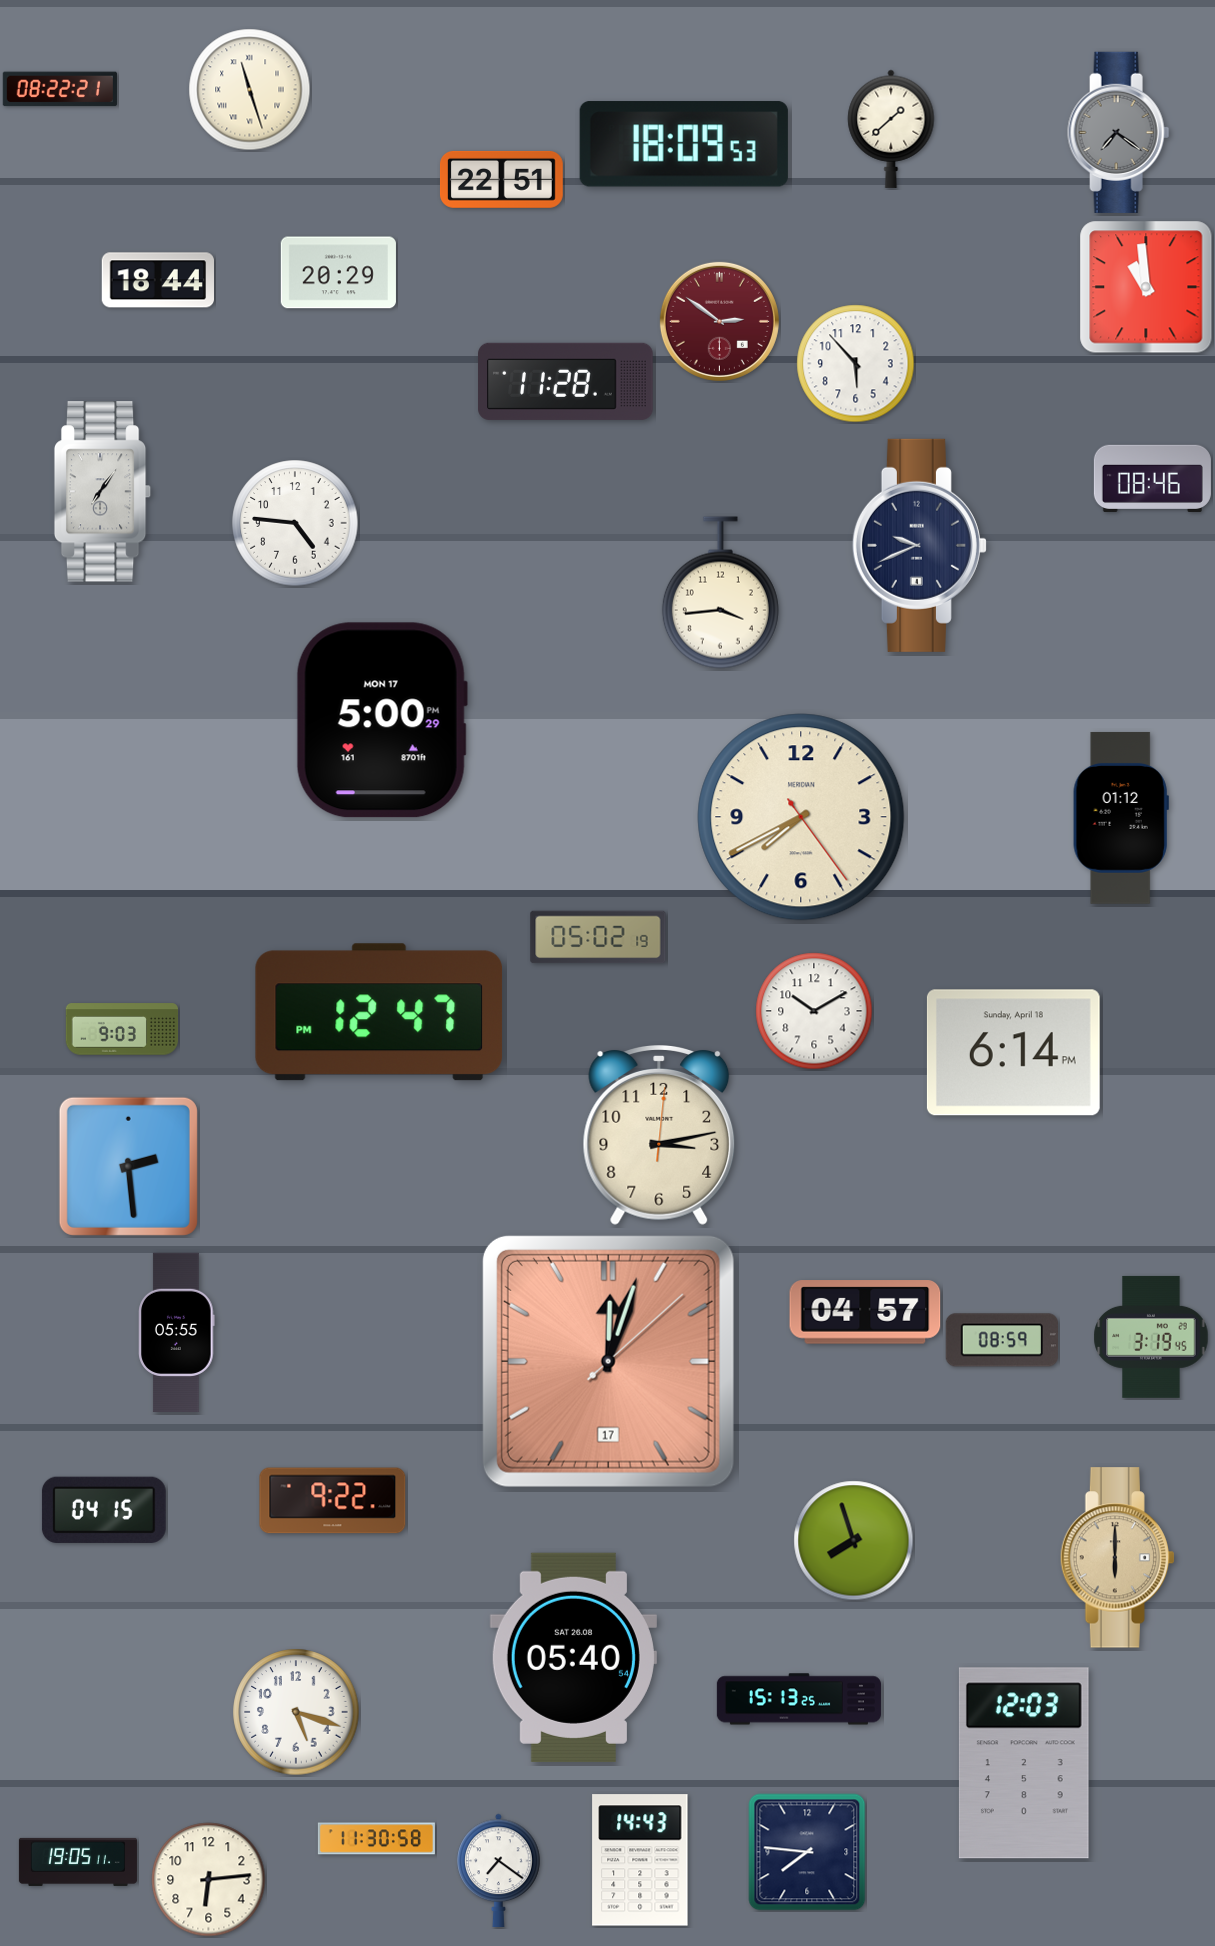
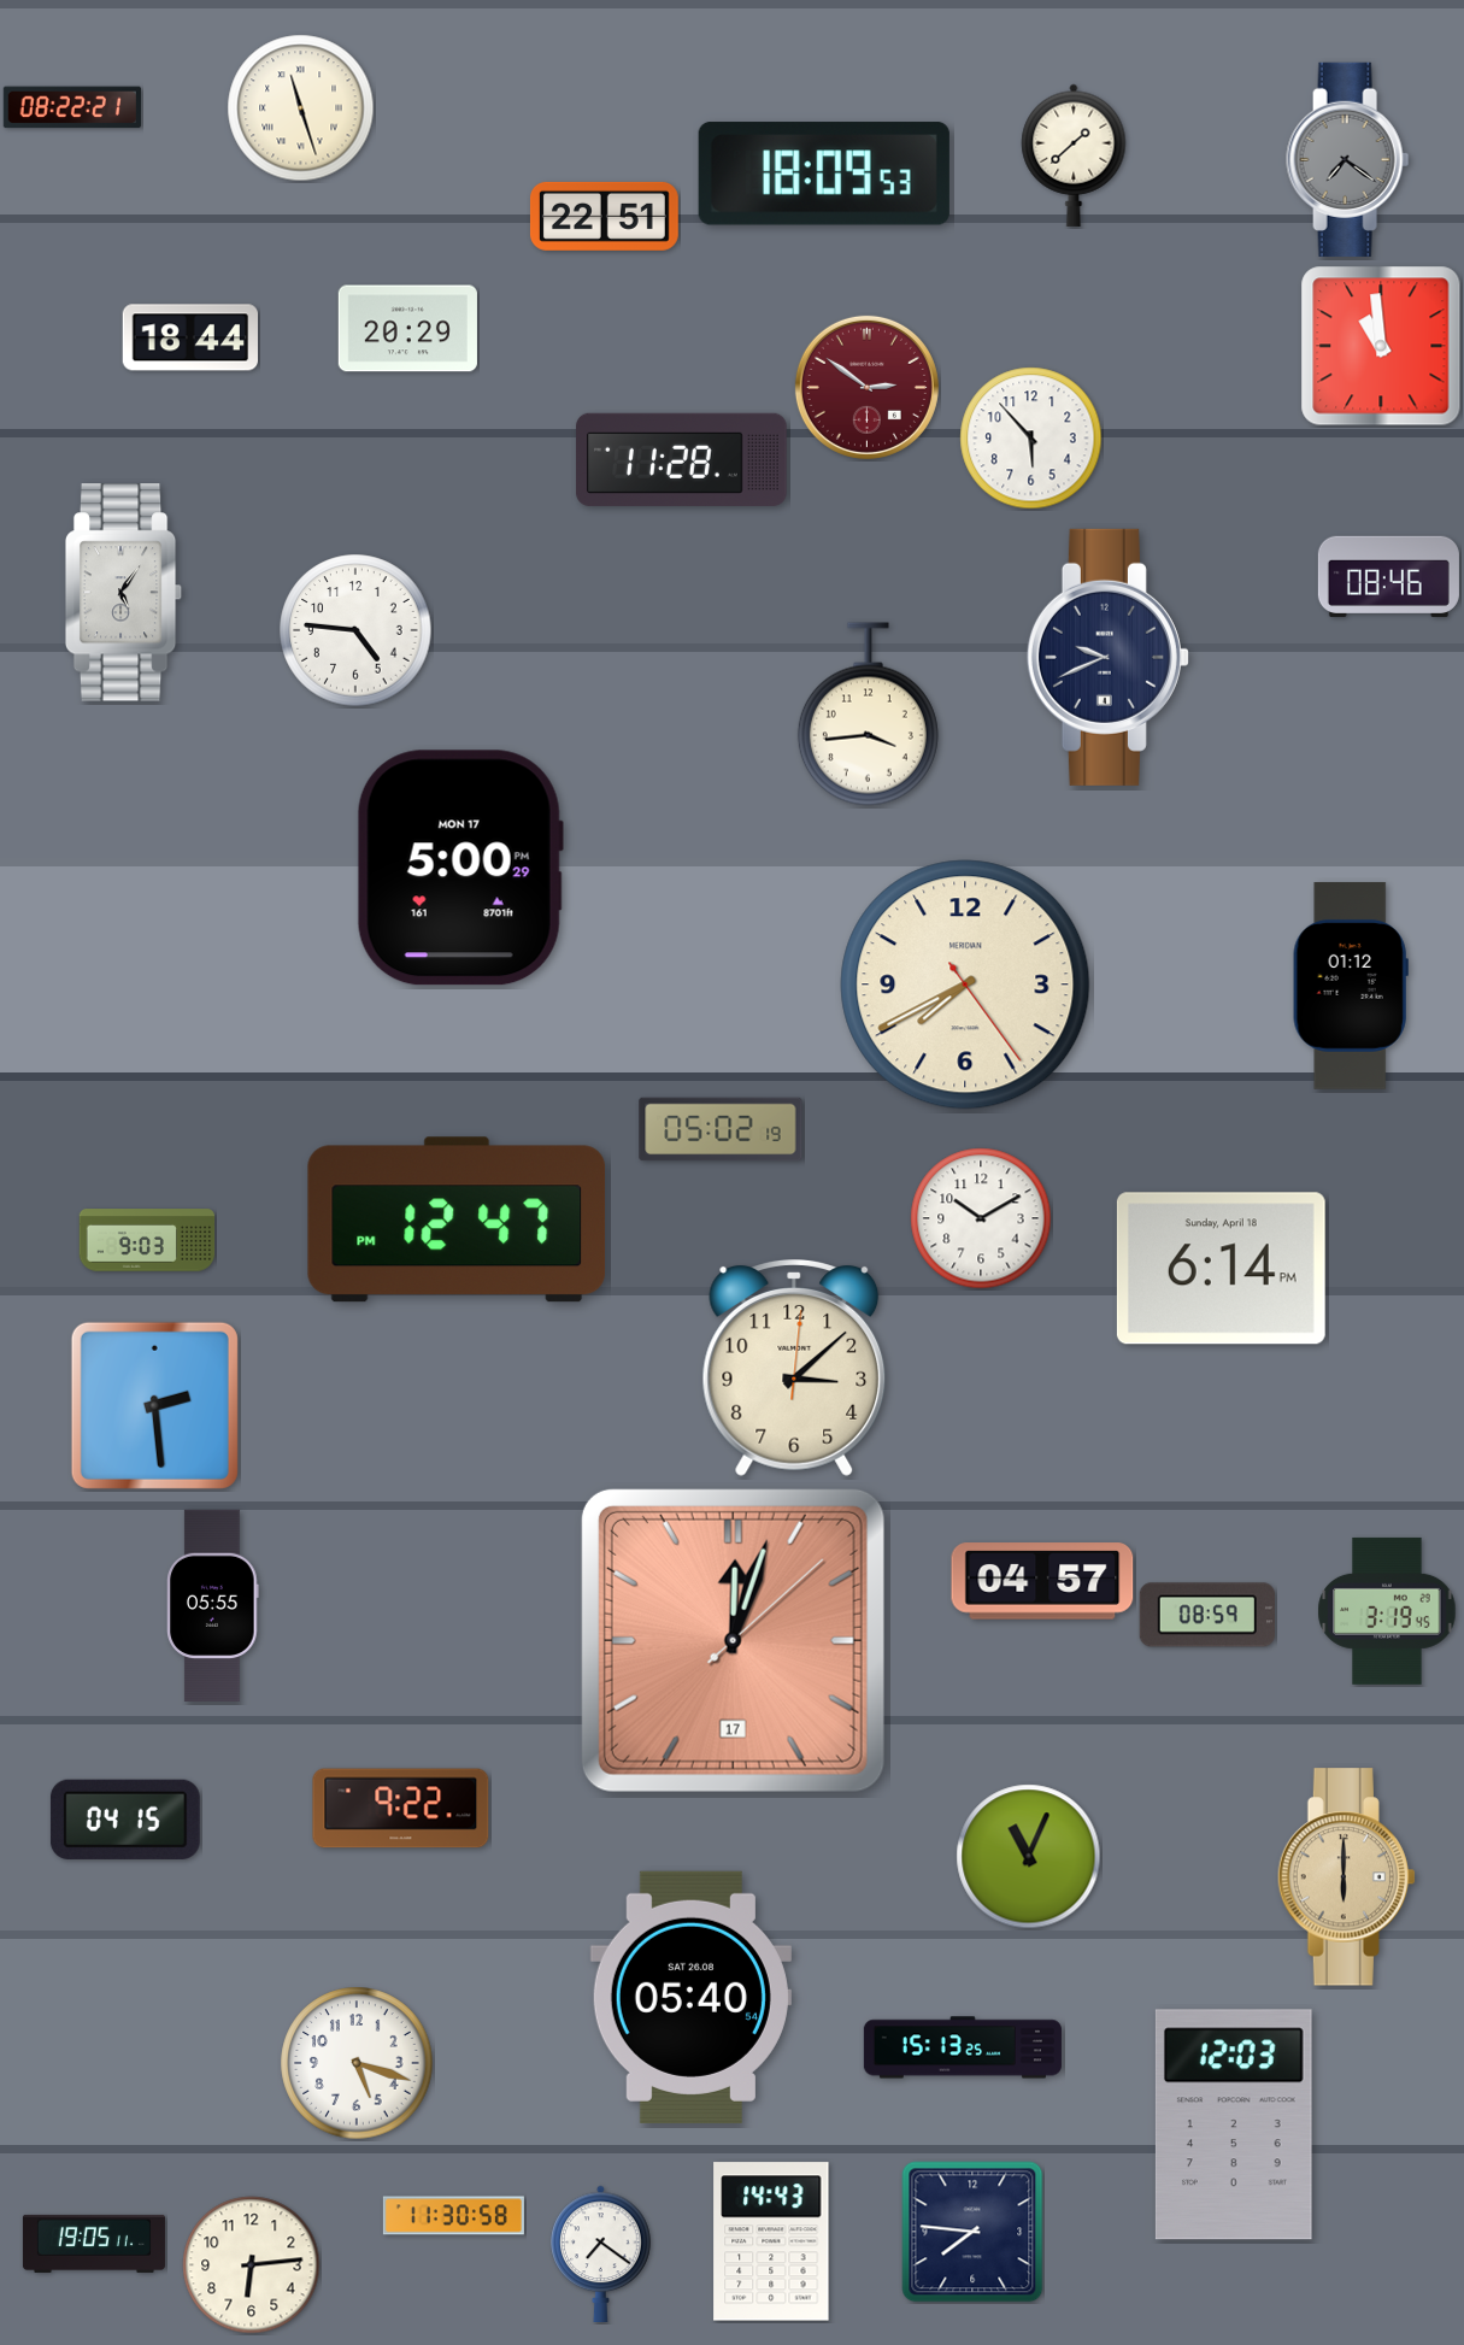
clock at (103, 492): 7:06 -> 5:06
clock at (659, 1136): 3:13 -> 3:08
clock at (854, 1541): 7:57 -> 11:04
